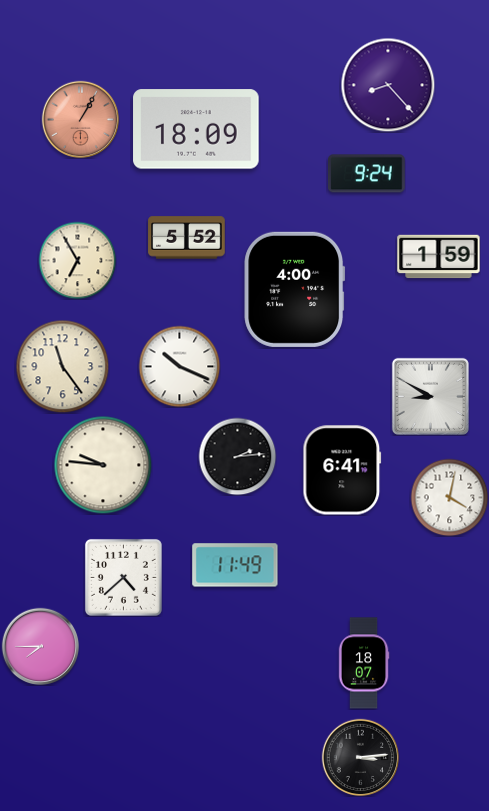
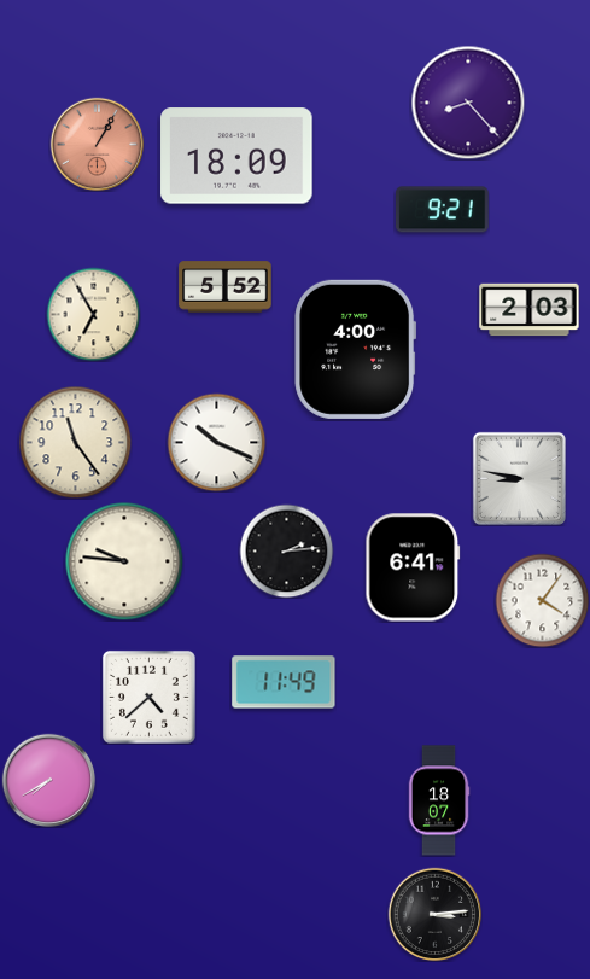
clock at (367, 174): 9:24 -> 9:21
clock at (439, 257): 1:59 -> 2:03
clock at (430, 396): 8:50 -> 8:47
clock at (449, 497): 4:02 -> 4:06
clock at (40, 646): 7:45 -> 7:40
